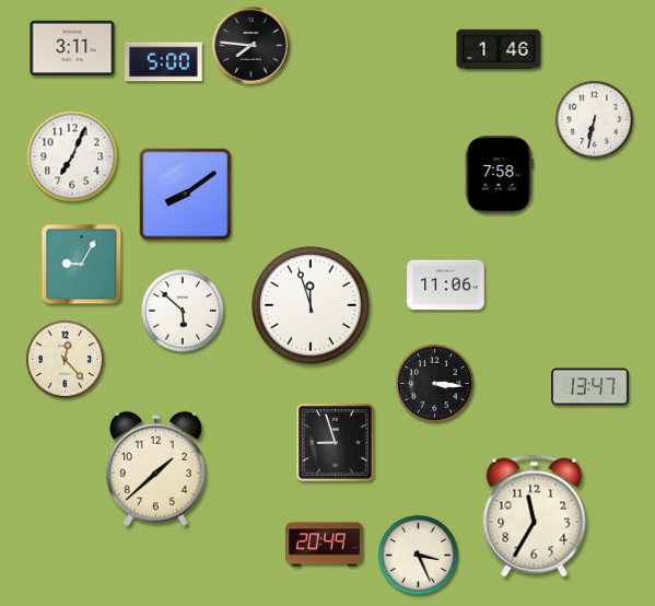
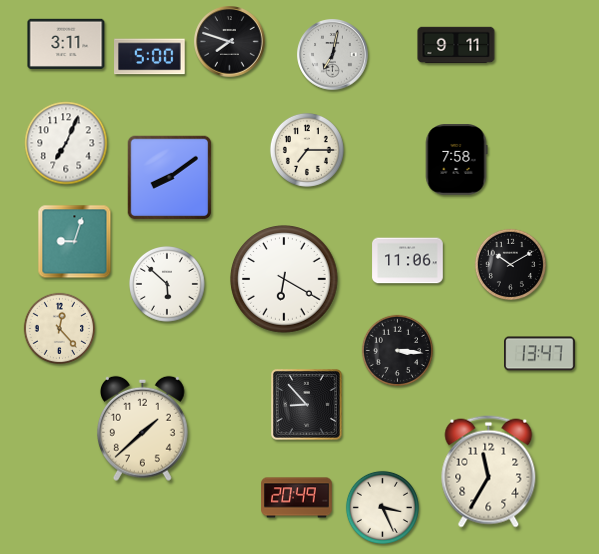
clock at (252, 46): 7:46 -> 7:48
clock at (499, 49): 1:46 -> 9:11
clock at (333, 55): none -> 7:02
clock at (594, 119): 6:32 -> none
clock at (307, 150): none -> 7:15
clock at (82, 265): 9:05 -> 9:03
clock at (510, 264): none -> 10:10
clock at (311, 305): 11:57 -> 6:20
clock at (335, 442): 8:57 -> 8:53
